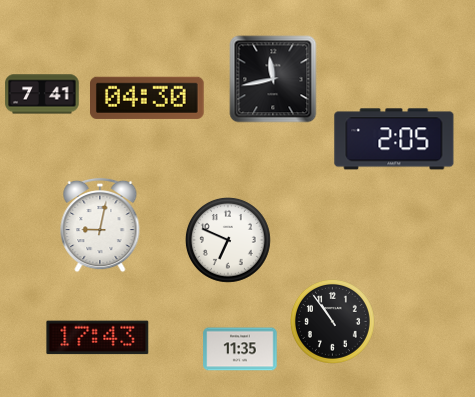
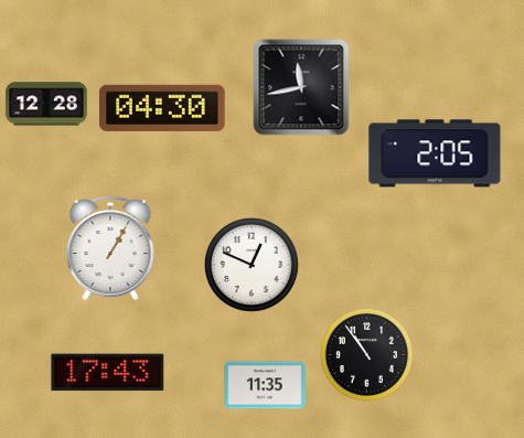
clock at (42, 94): 7:41 -> 12:28
clock at (100, 225): 9:02 -> 1:05
clock at (228, 240): 6:49 -> 12:49
